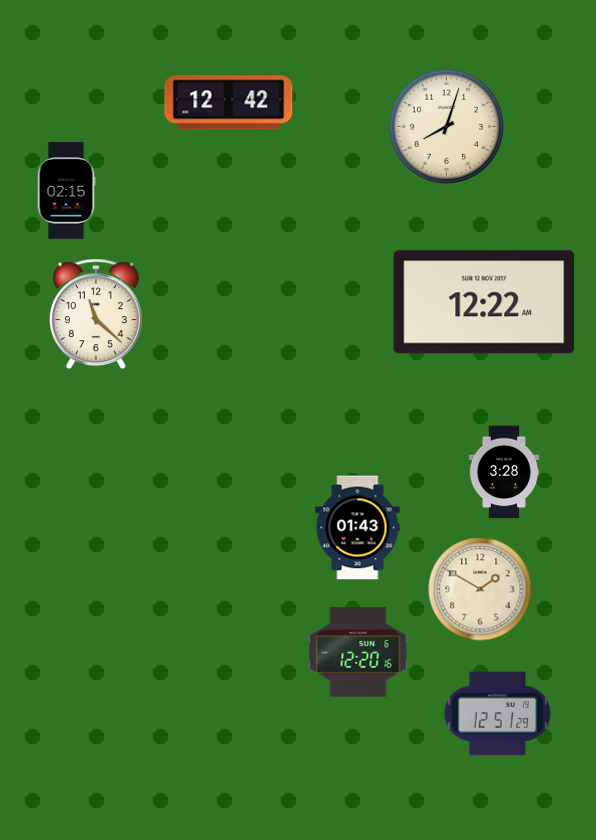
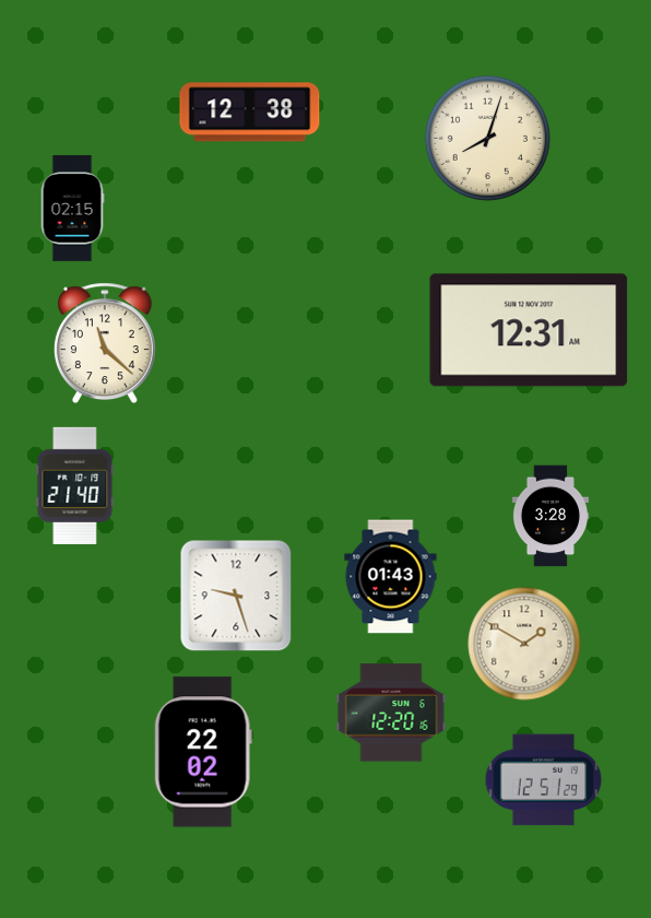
clock at (229, 103): 12:42 -> 12:38
clock at (484, 302): 12:22 -> 12:31
clock at (75, 485): none -> 21:40
clock at (236, 596): none -> 9:27
clock at (203, 752): none -> 22:02
